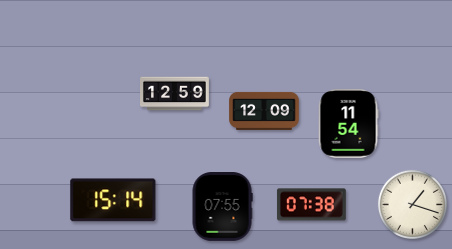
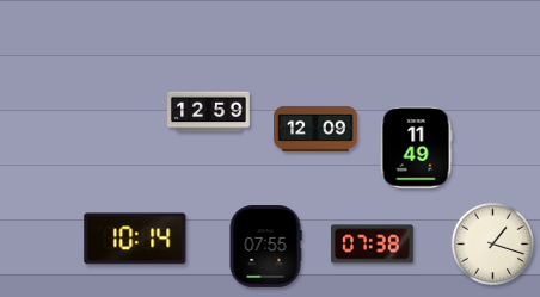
clock at (264, 111) position: (264, 111) -> (315, 129)
clock at (348, 124): 11:54 -> 11:49
clock at (113, 200): 15:14 -> 10:14
